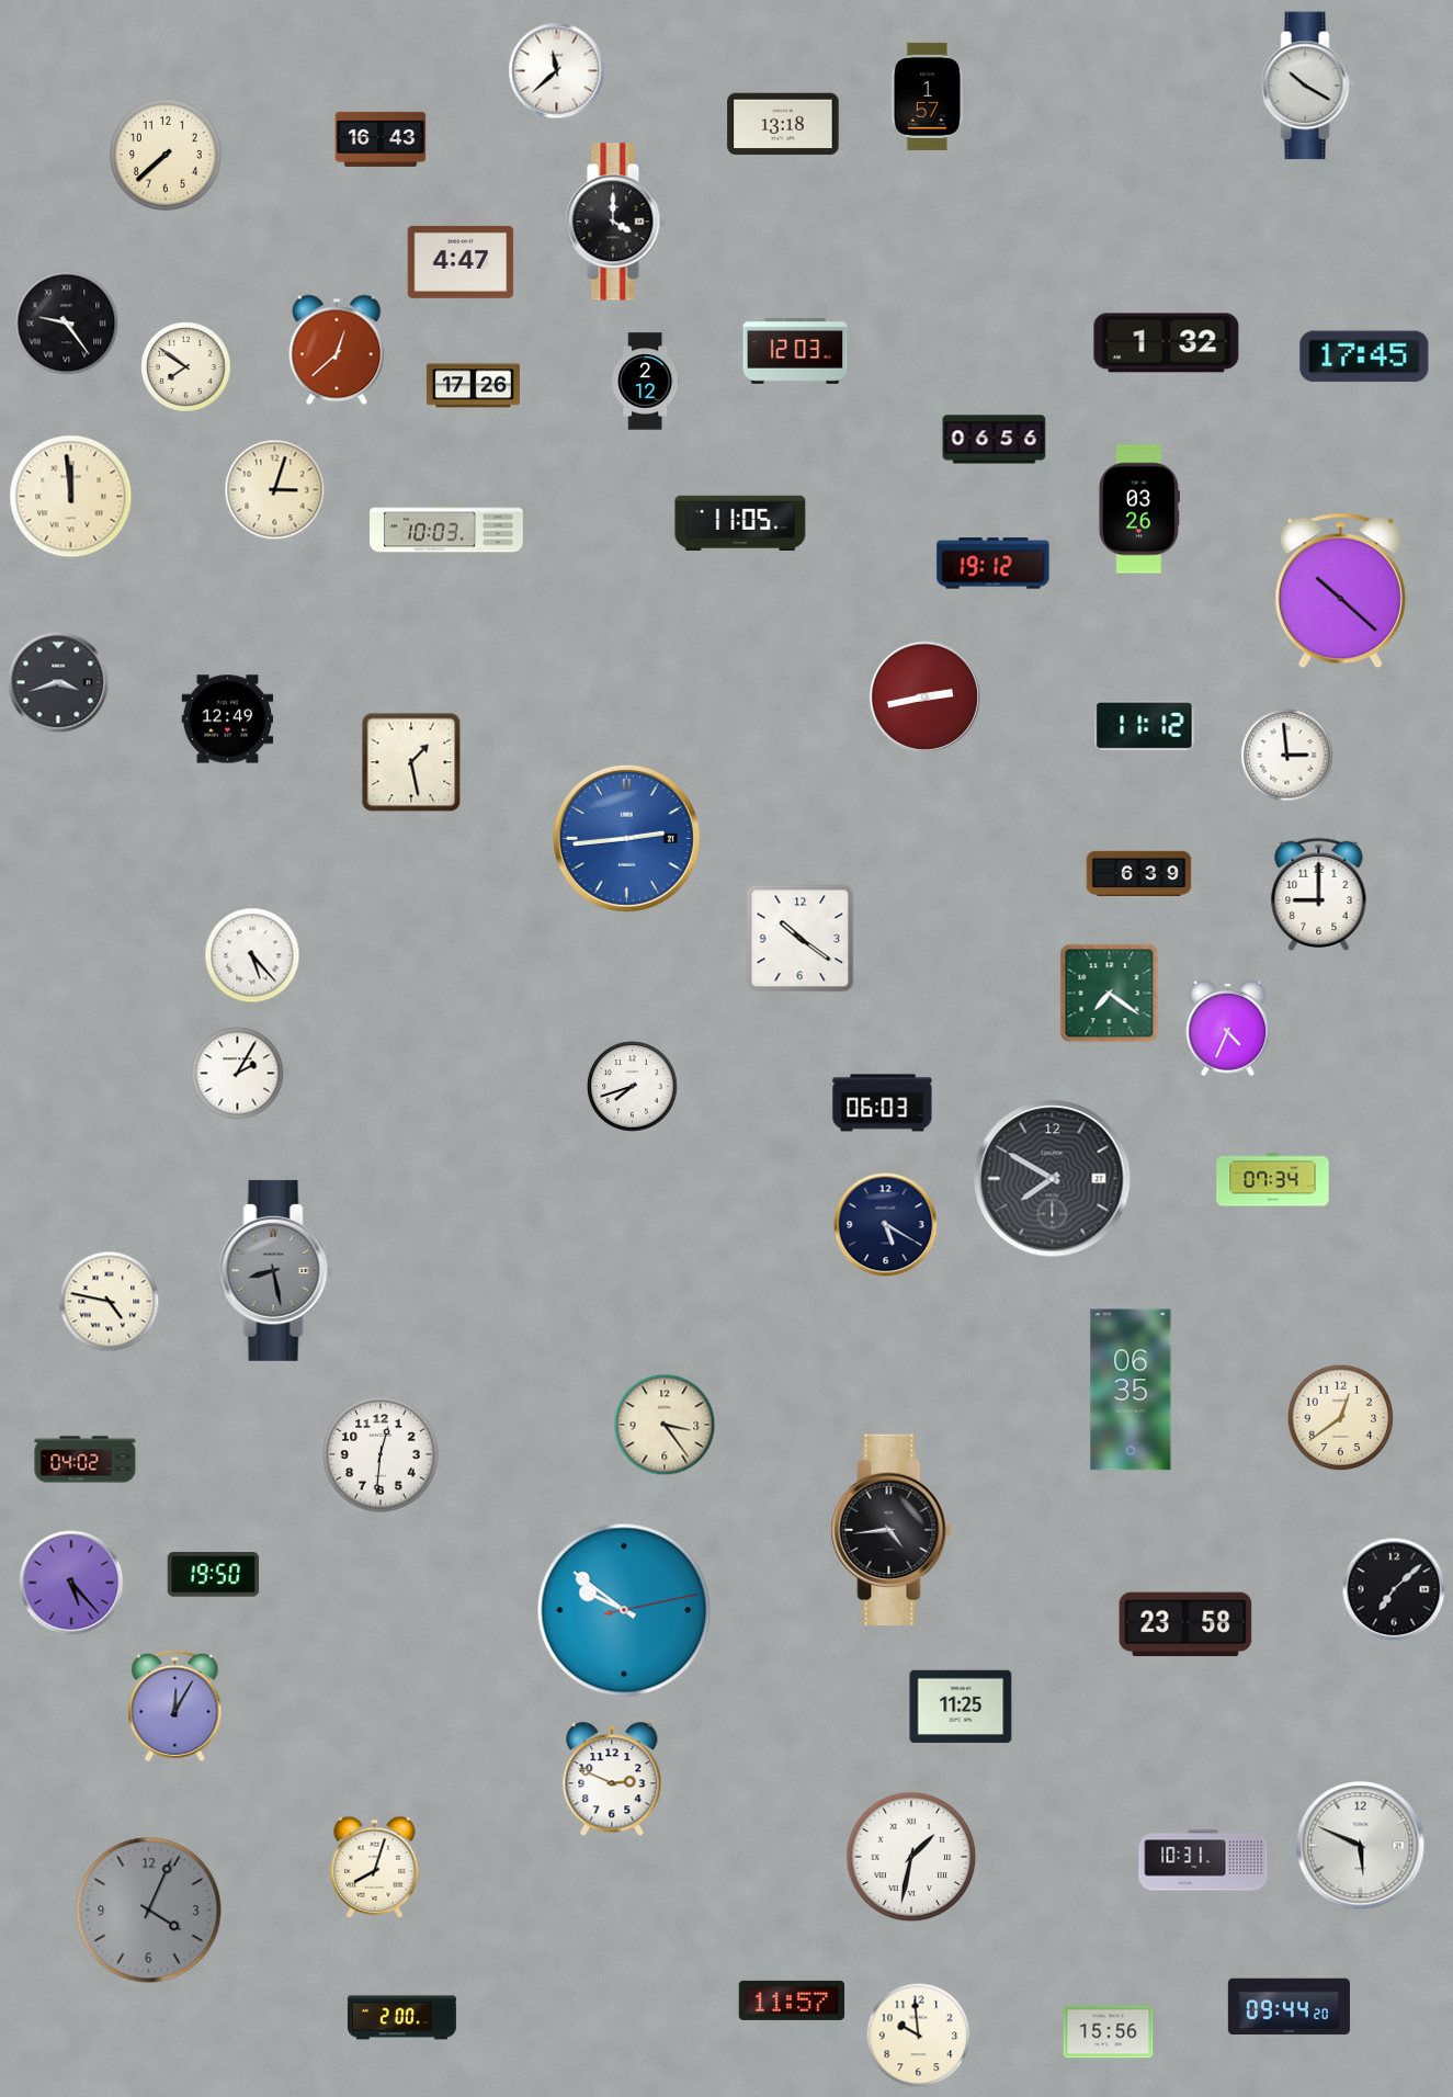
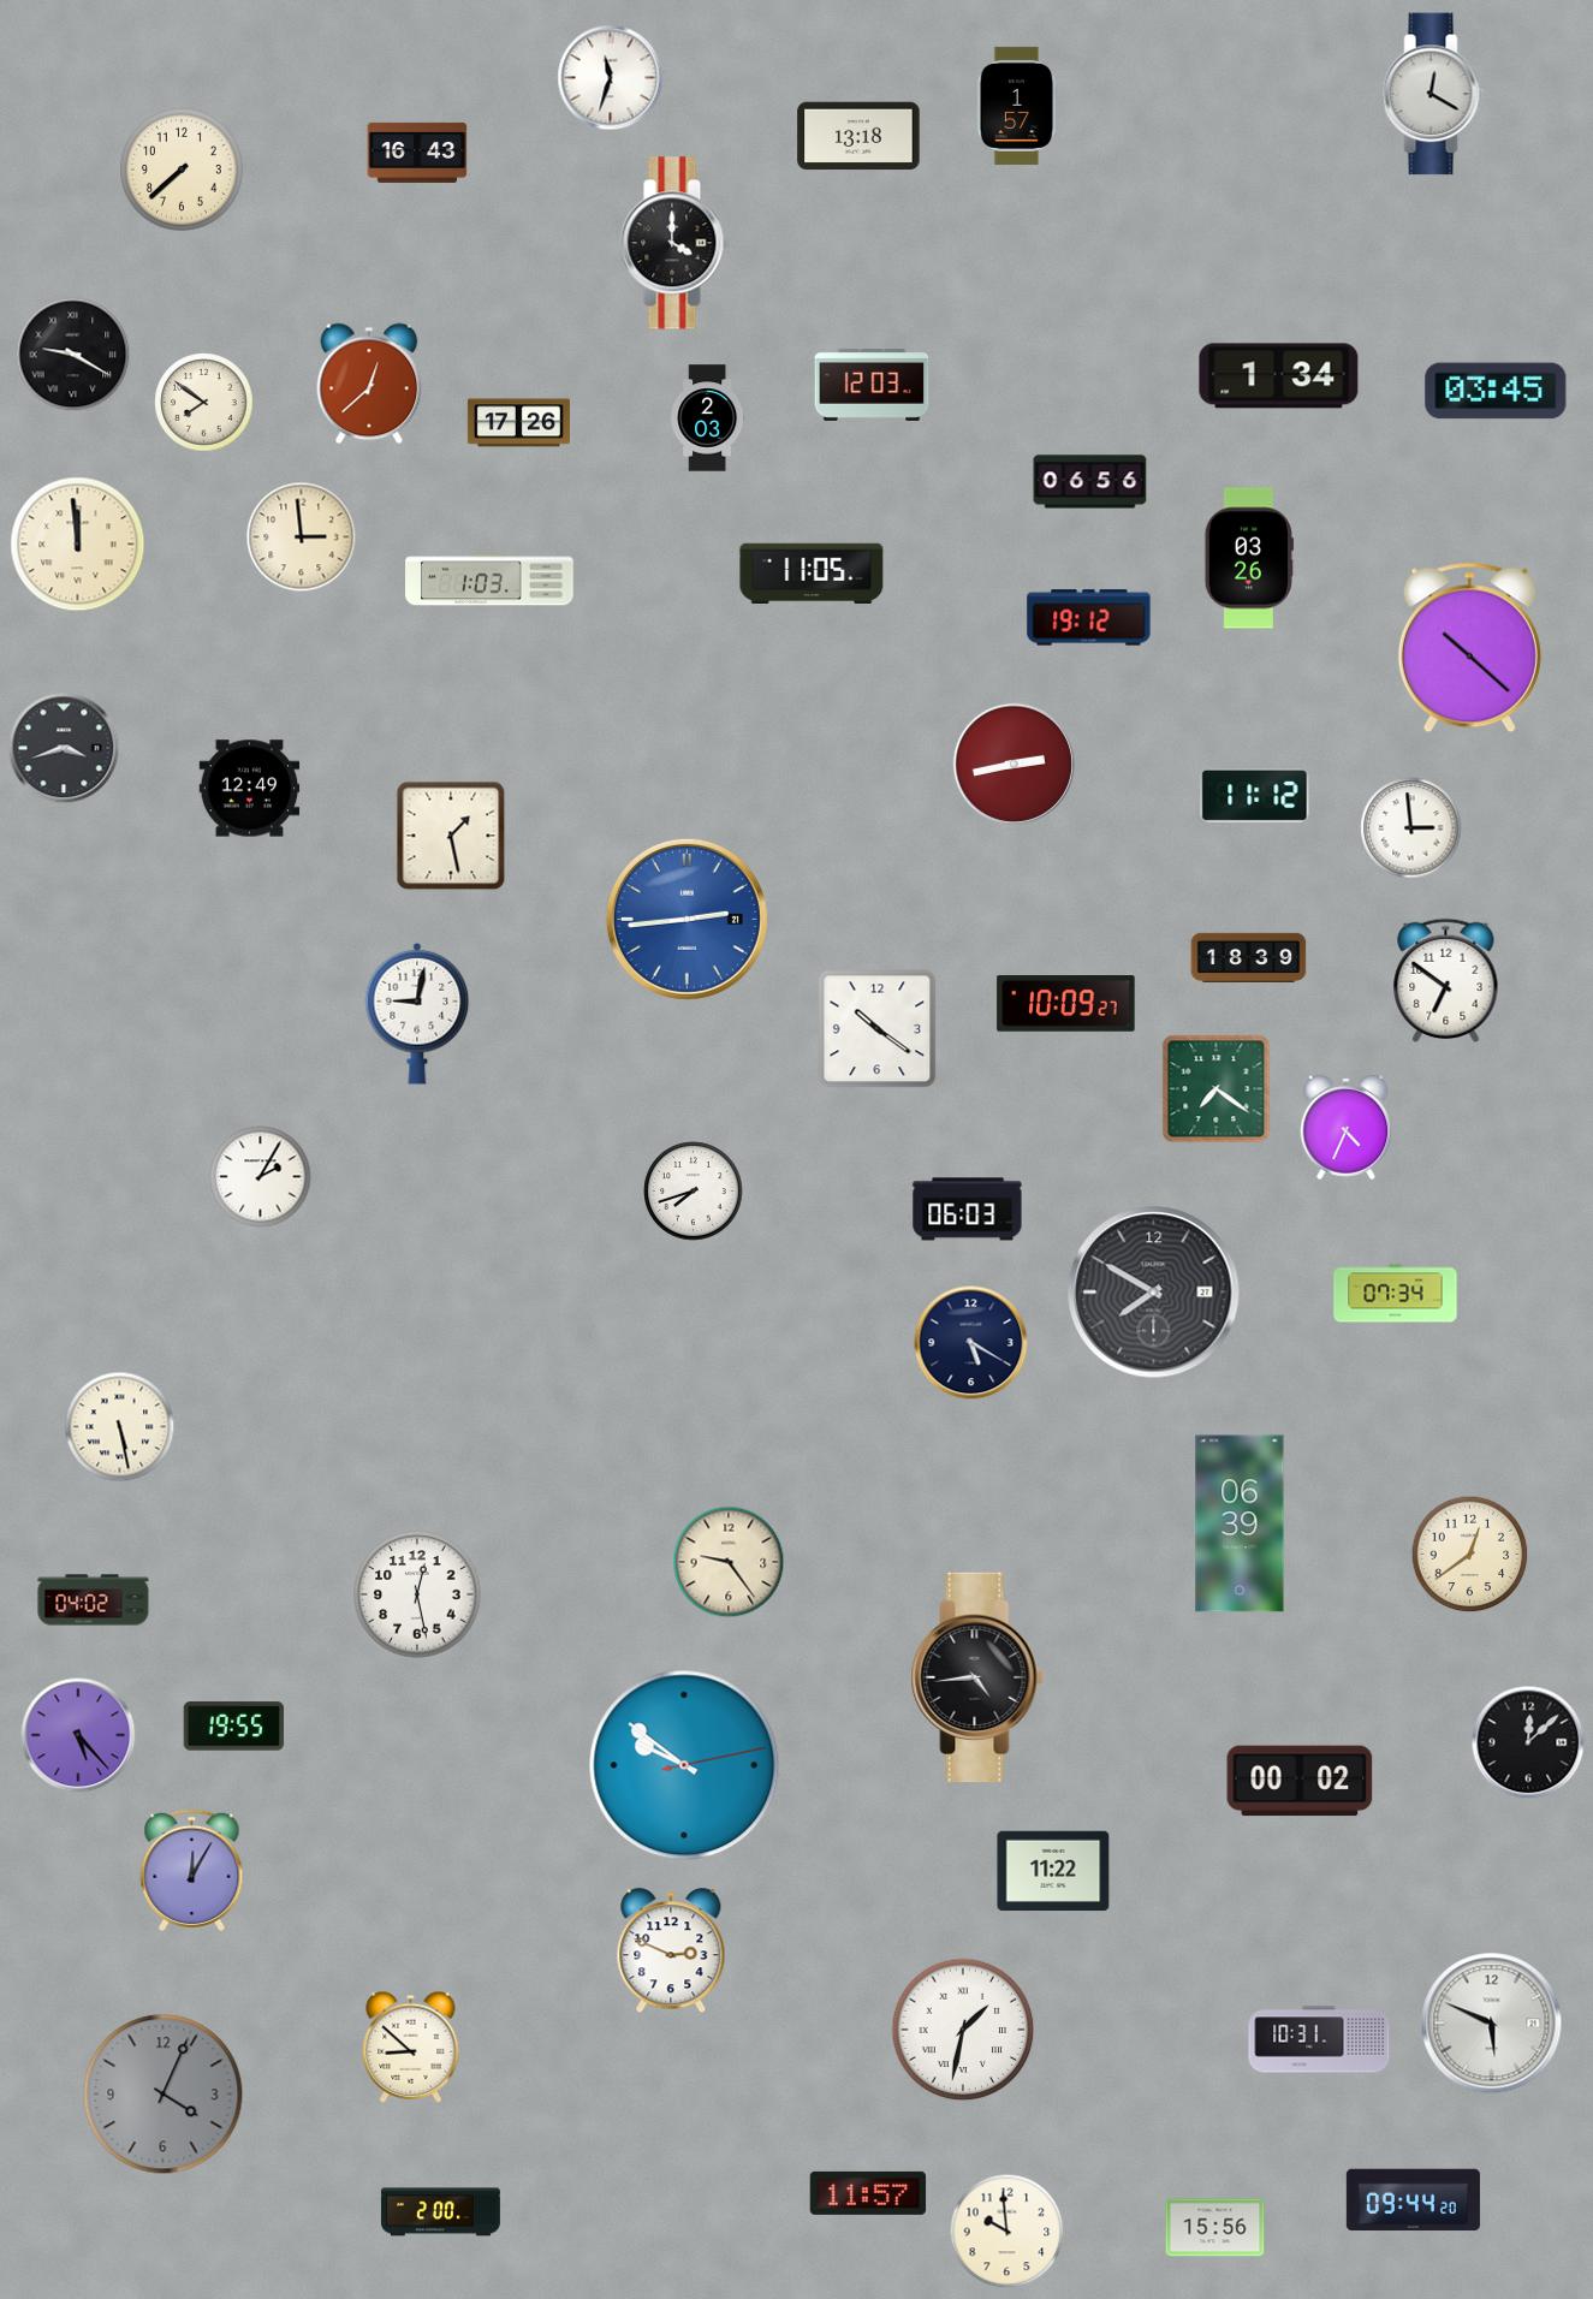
clock at (557, 71): 11:38 -> 11:33
clock at (1307, 86): 10:20 -> 12:20
clock at (461, 262): 4:47 -> none
clock at (67, 324): 9:24 -> 9:20
clock at (1167, 343): 1:32 -> 1:34
clock at (1364, 356): 17:45 -> 03:45
clock at (646, 382): 2:12 -> 2:03
clock at (275, 490): 3:03 -> 2:59
clock at (446, 529): 10:03 -> 1:03
clock at (1139, 873): 6:39 -> 18:39
clock at (1319, 894): 9:00 -> 6:51
clock at (1066, 1004): none -> 10:09
clock at (417, 1014): none -> 9:02
clock at (252, 955): 5:23 -> none
clock at (275, 1270): 8:28 -> none
clock at (110, 1302): 4:47 -> 5:28
clock at (1131, 1390): 06:35 -> 06:39
clock at (665, 1425): 3:24 -> 9:24
clock at (381, 1454): 12:31 -> 12:28
clock at (214, 1575): 19:50 -> 19:55
clock at (1394, 1589): 7:08 -> 12:08
clock at (1185, 1624): 23:58 -> 00:02
clock at (961, 1707): 11:25 -> 11:22
clock at (911, 1857) position: (911, 1857) -> (963, 2030)
clock at (375, 1867): 8:03 -> 8:52
